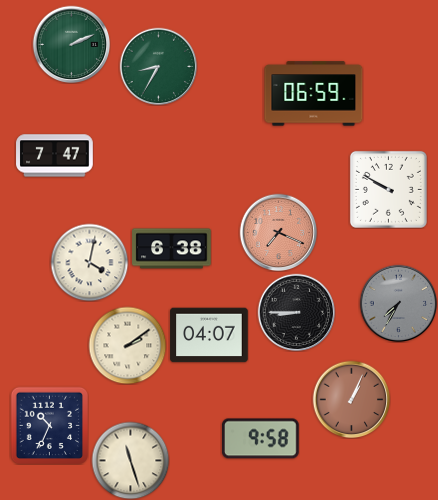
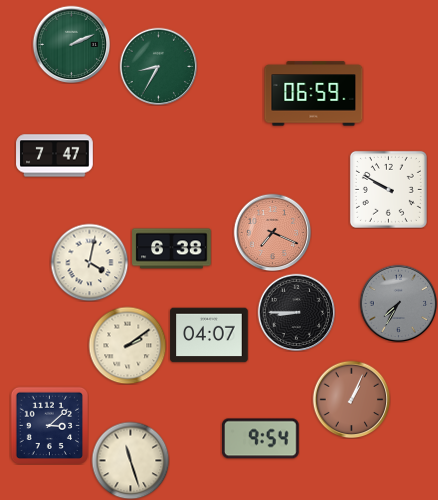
clock at (278, 232) position: (278, 232) -> (272, 232)
clock at (49, 425): 10:34 -> 3:08
clock at (260, 439): 9:58 -> 9:54
